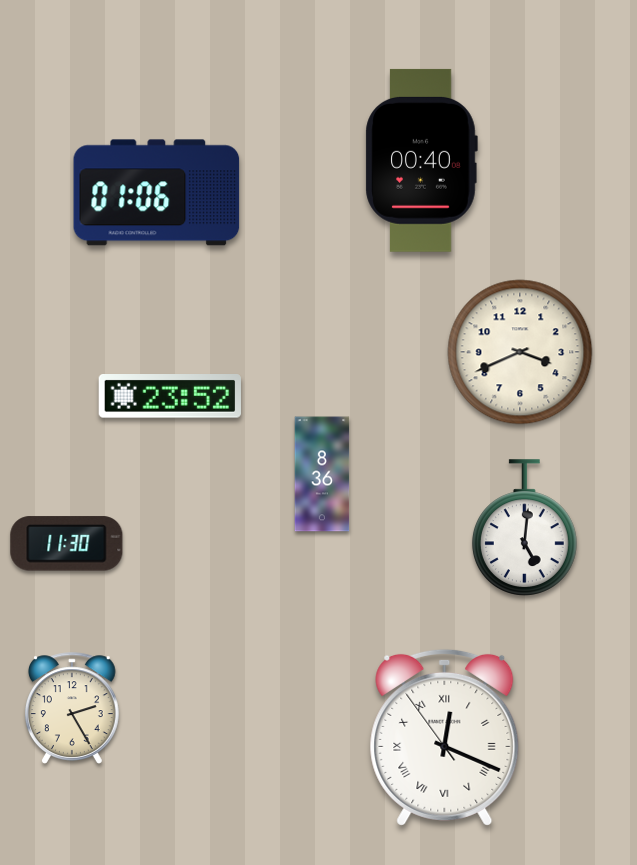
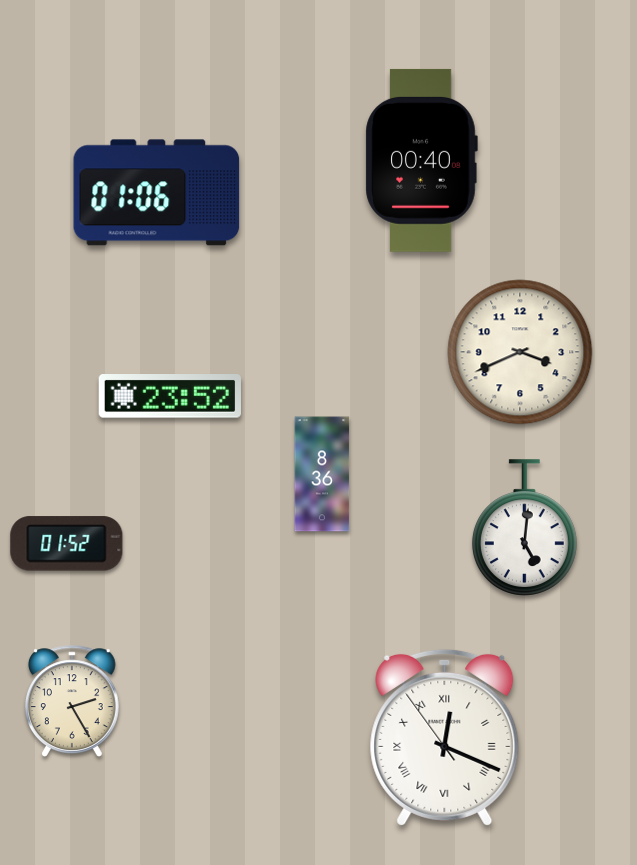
clock at (67, 544): 11:30 -> 01:52
clock at (72, 708) position: (72, 708) -> (72, 701)
